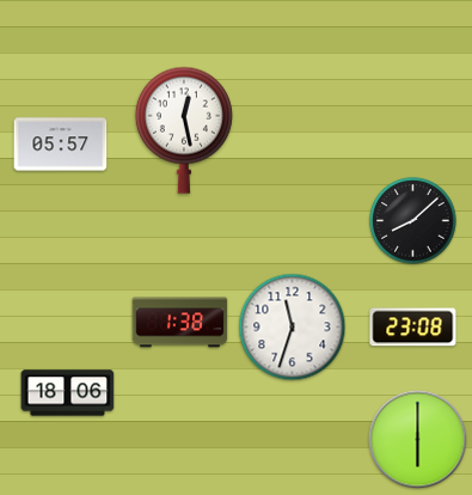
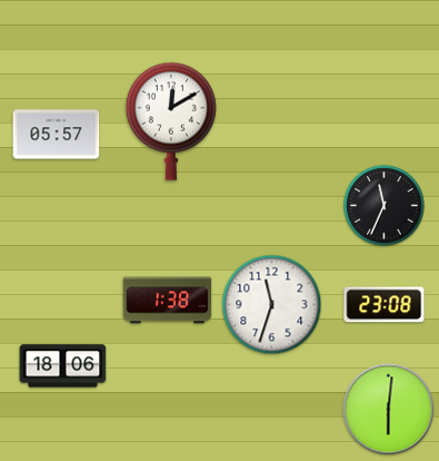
clock at (184, 130): 12:28 -> 12:10
clock at (413, 221): 8:08 -> 11:34
clock at (418, 440): 6:00 -> 6:01
